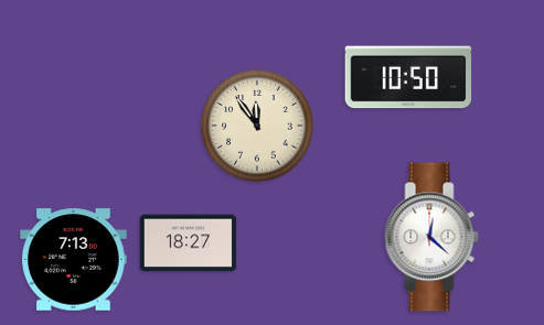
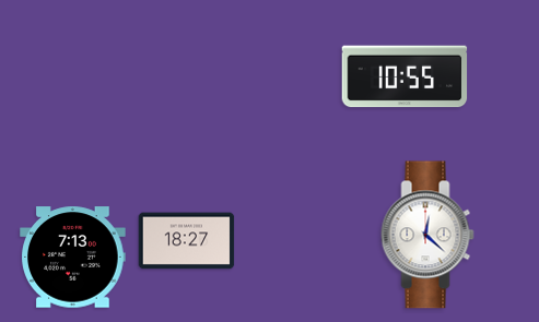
clock at (408, 77): 10:50 -> 10:55
clock at (257, 126): 11:54 -> none
